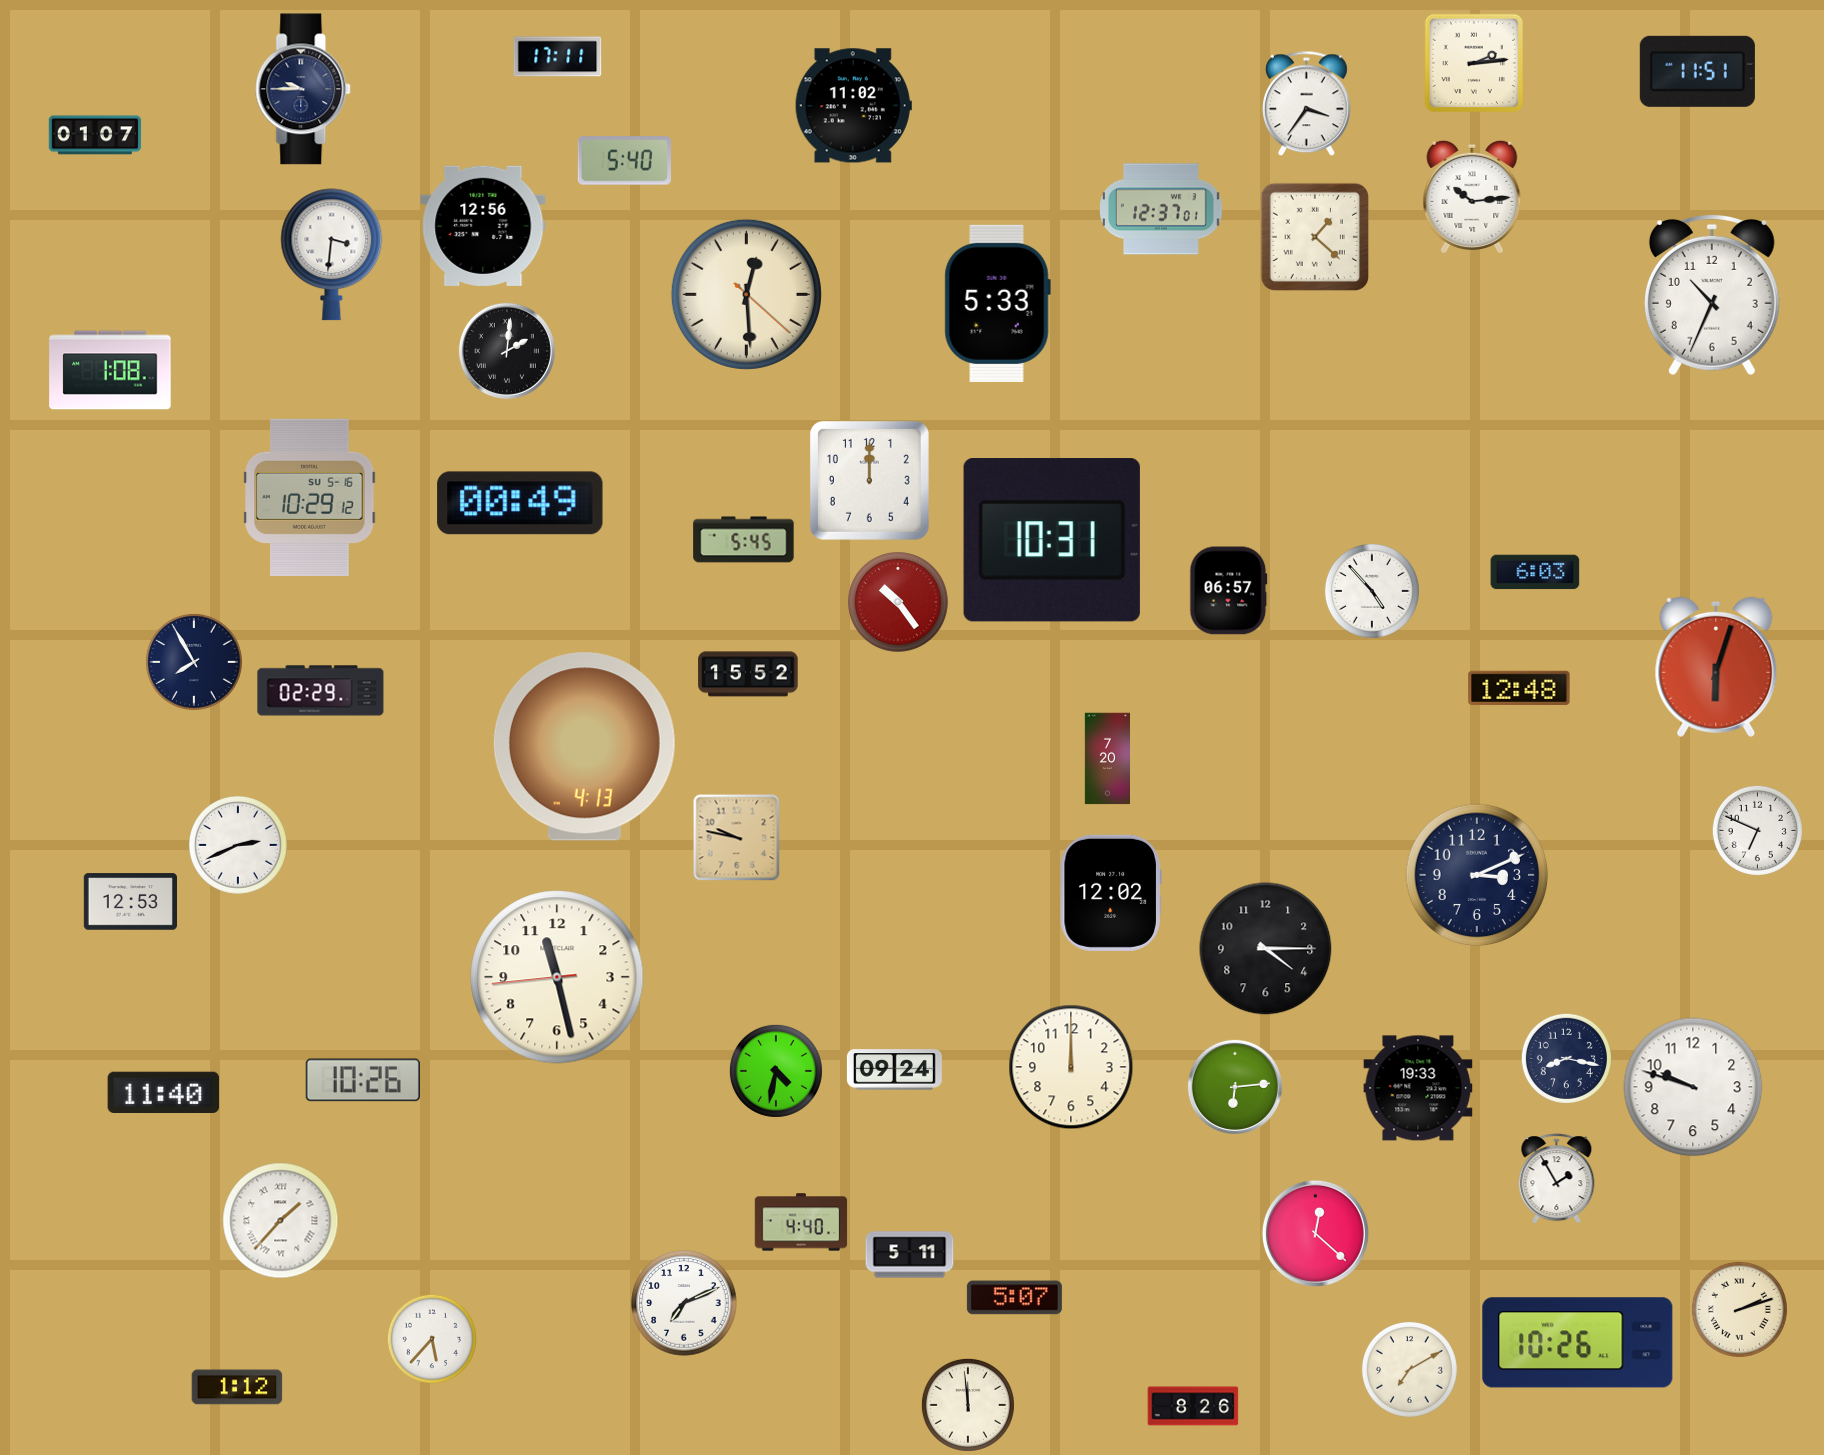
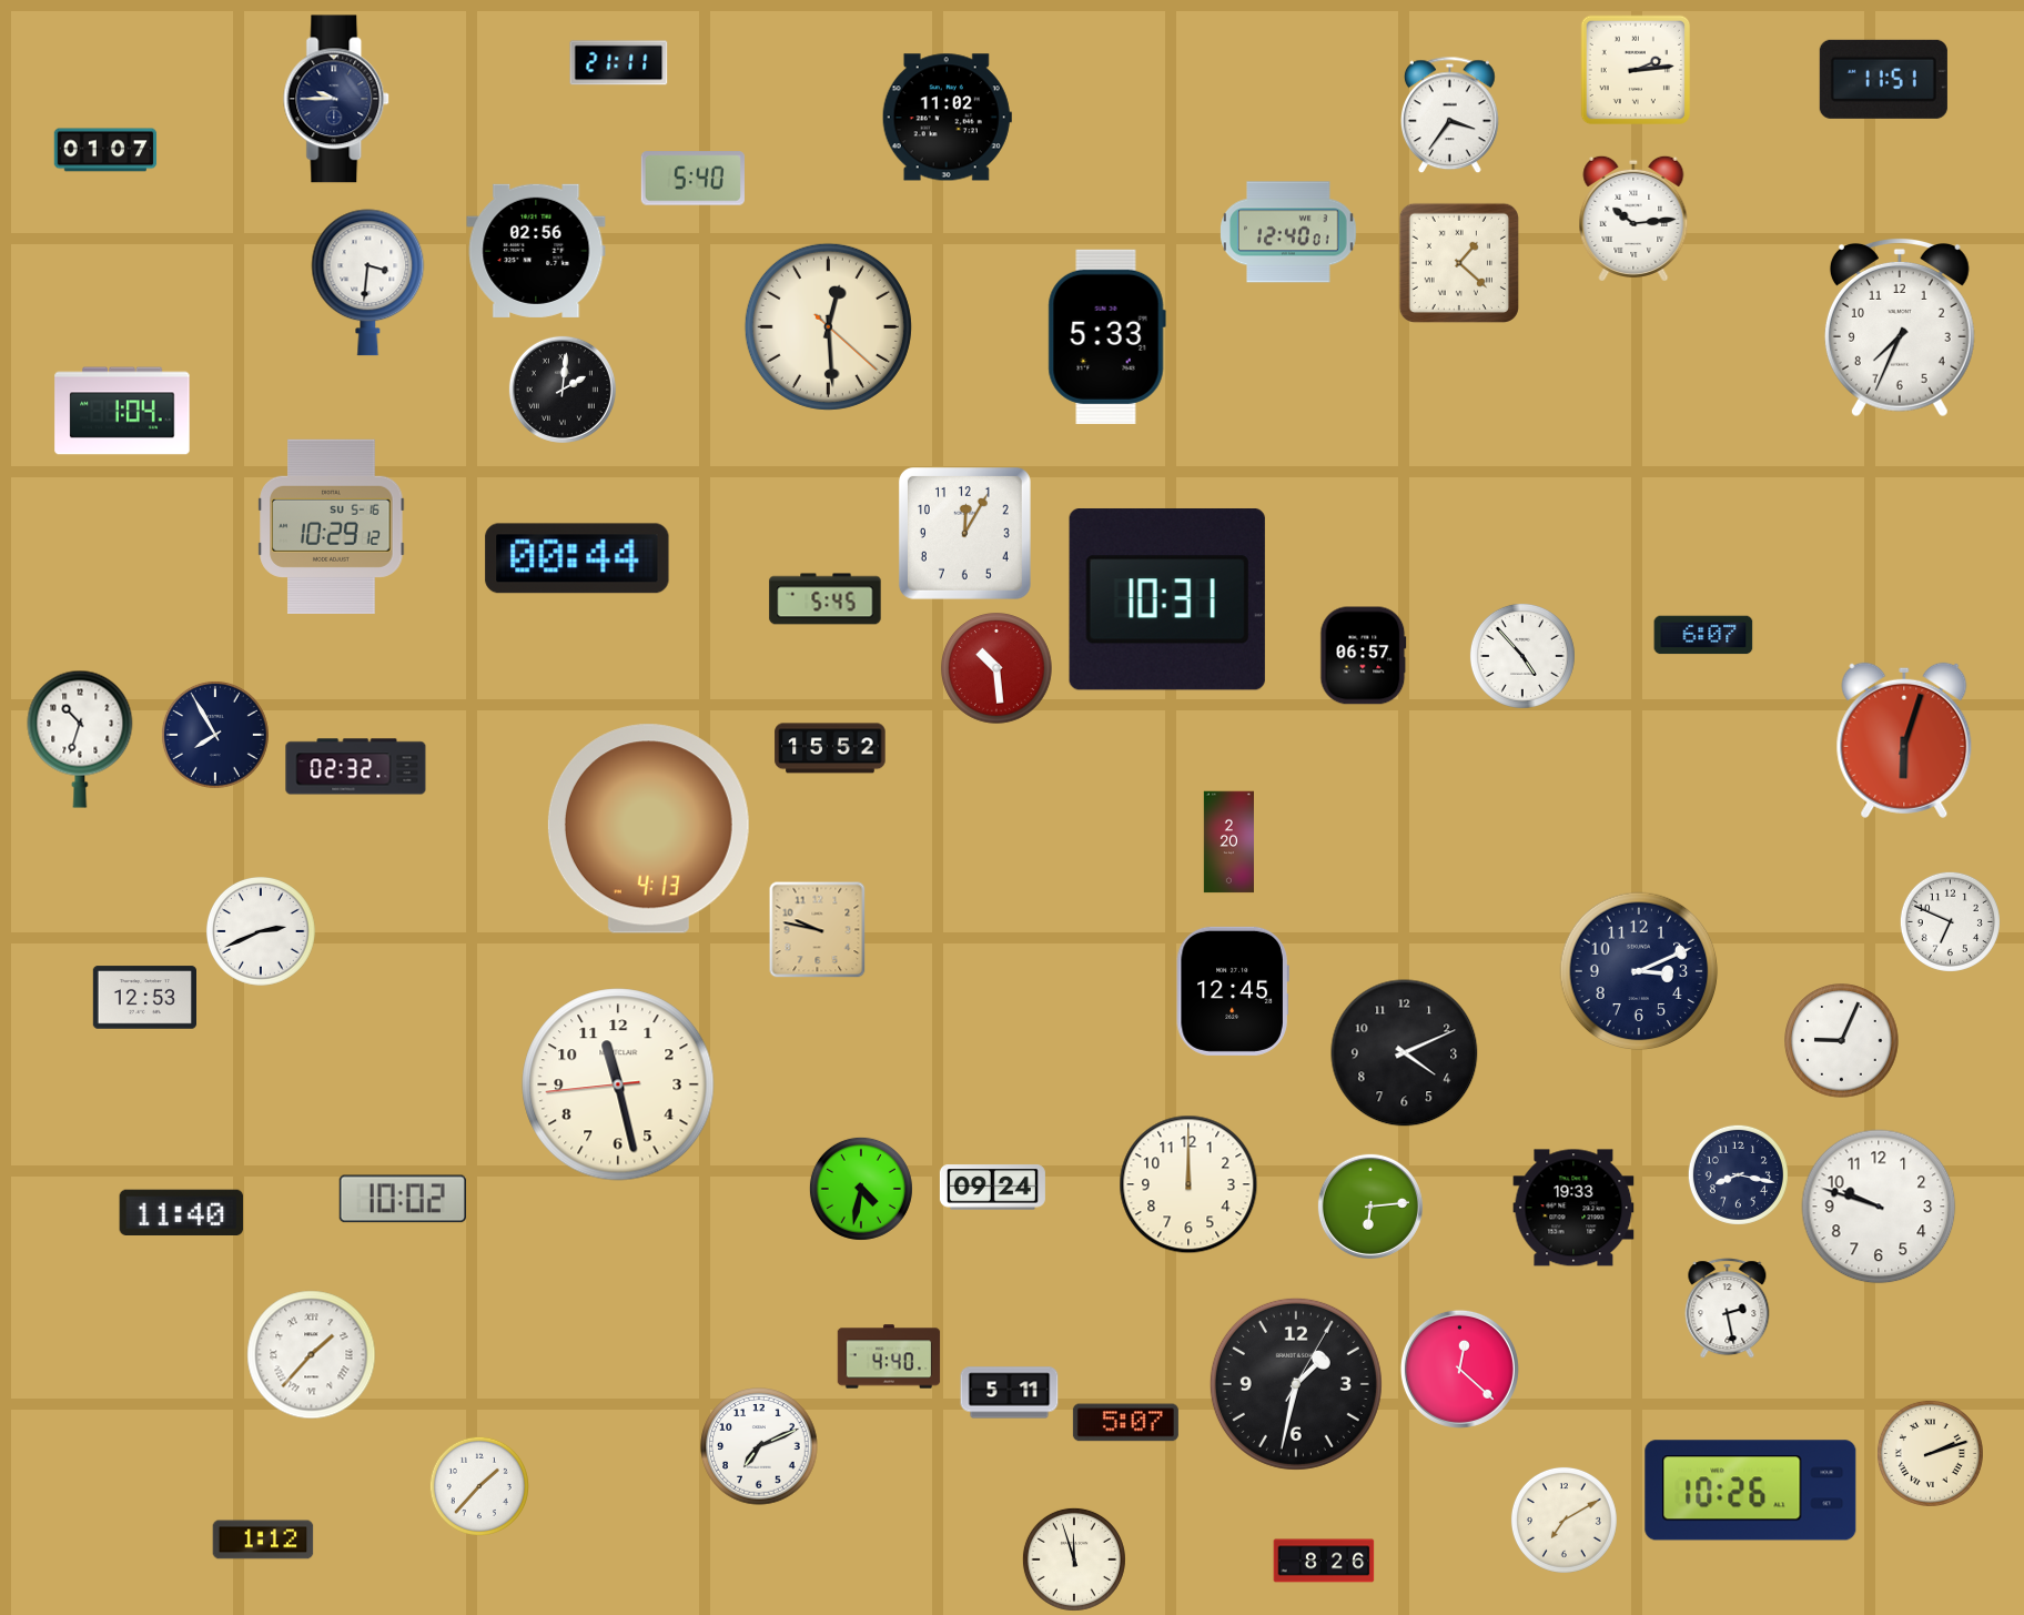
clock at (558, 57): 17:11 -> 21:11
clock at (1161, 209): 12:37 -> 12:40
clock at (483, 226): 12:56 -> 02:56
clock at (1712, 295): 10:34 -> 7:34
clock at (110, 370): 1:08 -> 1:04
clock at (869, 480): 12:00 -> 12:05
clock at (310, 497) position: (310, 497) -> (332, 526)
clock at (520, 503): 00:49 -> 00:44
clock at (1535, 572): 6:03 -> 6:07
clock at (899, 603): 10:24 -> 10:29
clock at (80, 739): none -> 10:33
clock at (1519, 688): 12:48 -> none
clock at (321, 691): 02:29 -> 02:32
clock at (1107, 759): 7:20 -> 2:20
clock at (238, 845) position: (238, 845) -> (261, 931)
clock at (1111, 893): 12:02 -> 12:45
clock at (130, 902) position: (130, 902) -> (144, 998)
clock at (1842, 1041): none -> 9:04
clock at (1266, 949): 4:15 -> 4:11
clock at (363, 1080): 10:26 -> 10:02
clock at (1557, 1179): 1:55 -> 2:28
clock at (1296, 1384): none -> 1:32
clock at (1014, 1298) position: (1014, 1298) -> (1125, 1423)
clock at (432, 1339): 5:37 -> 1:37
clock at (968, 1405): 11:59 -> 11:57
